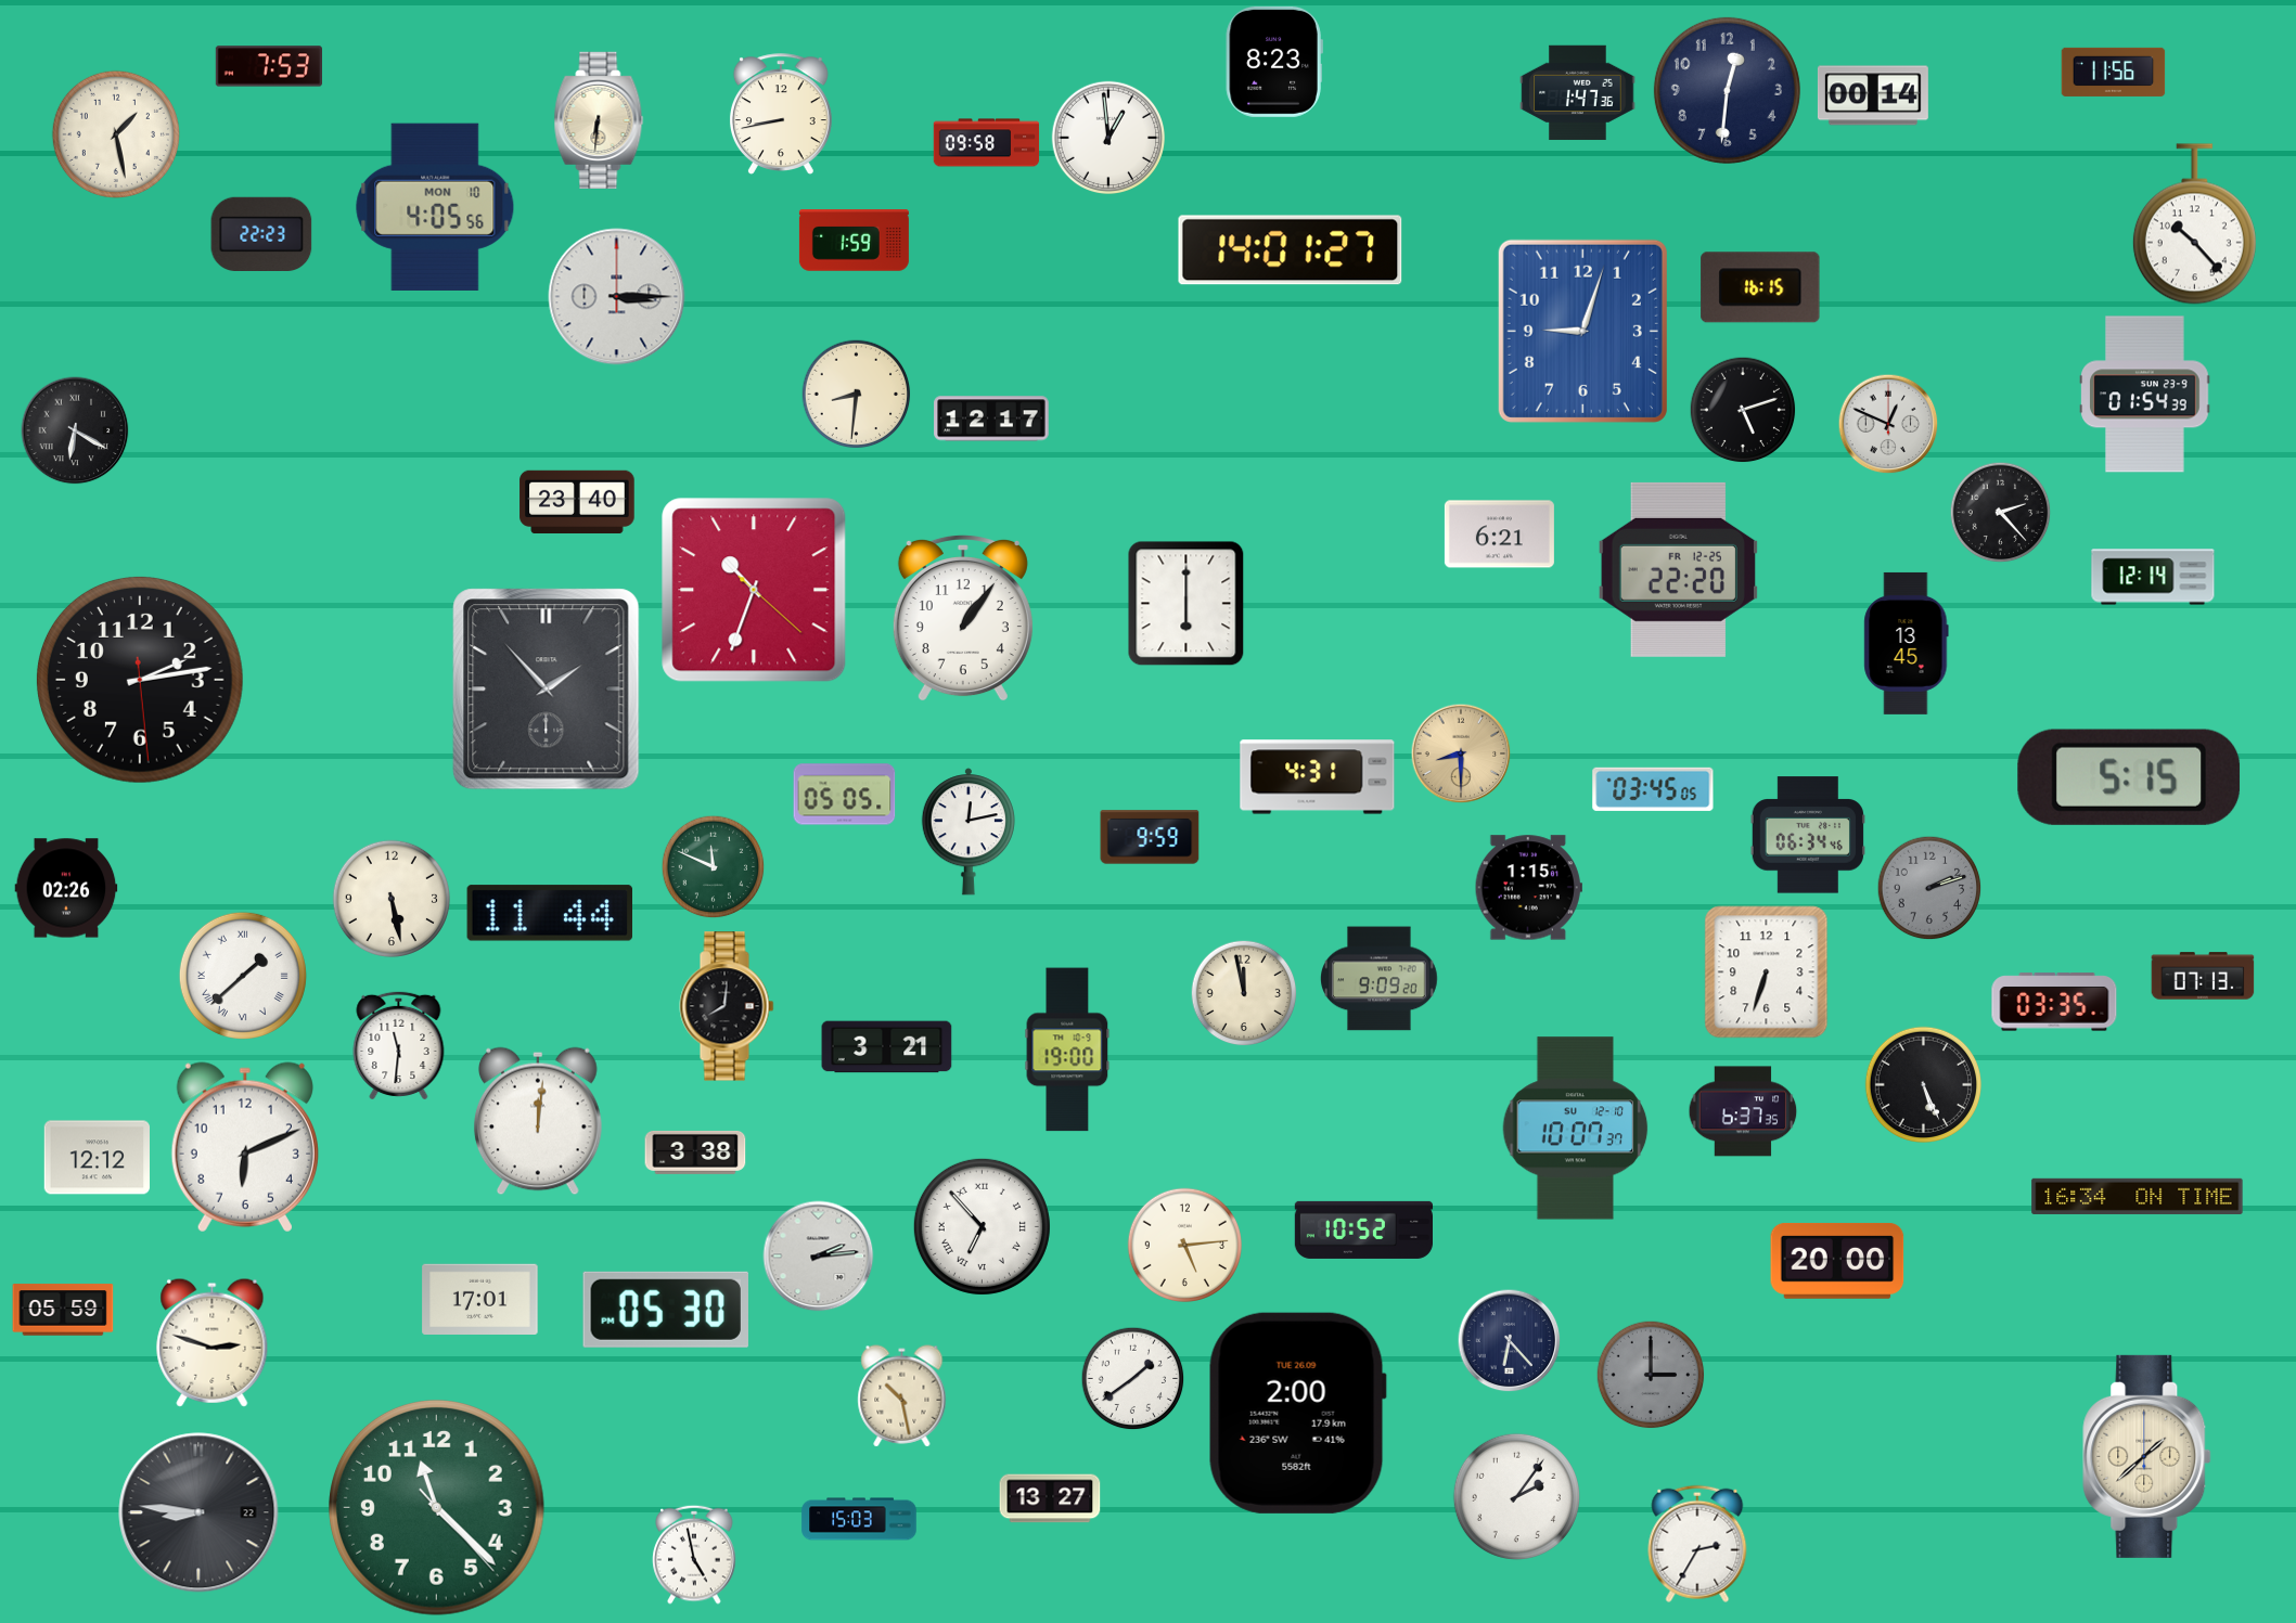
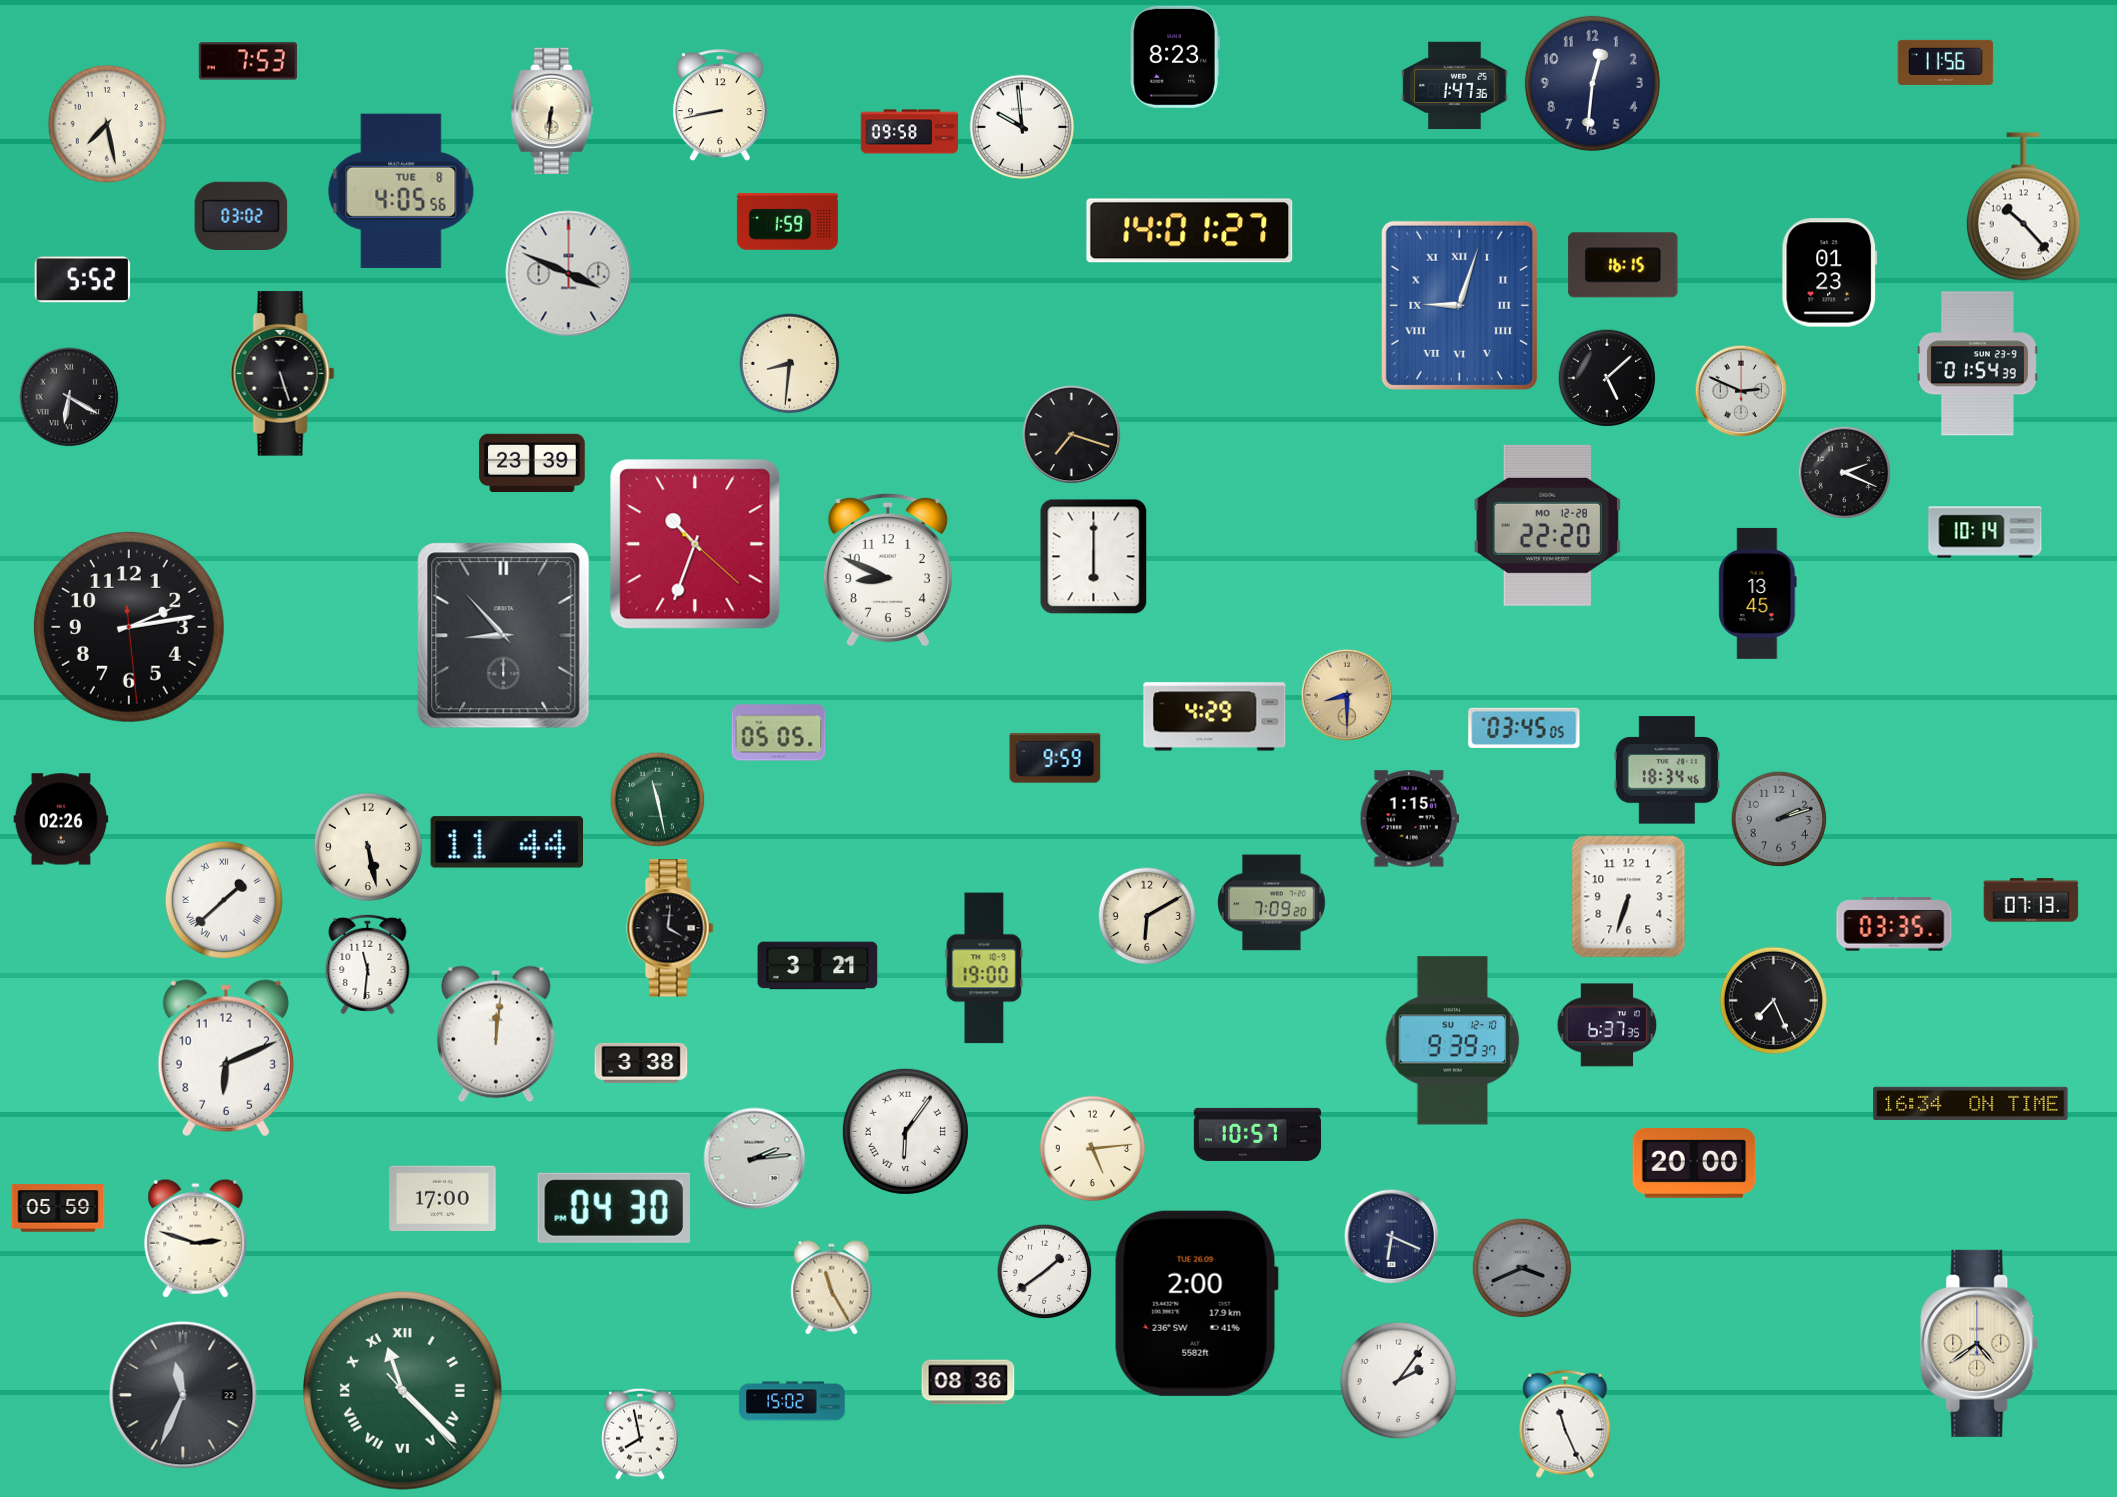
clock at (2114, 72) position: (2114, 72) -> (1946, 62)
clock at (1873, 95): 00:14 -> none
clock at (116, 134): 1:28 -> 7:28
clock at (1107, 137): 12:59 -> 9:59
clock at (435, 207) date: MON 10 -> TUE 8
clock at (261, 233): 22:23 -> 03:02
clock at (1830, 273): none -> 01:23
clock at (617, 297): 3:15 -> 3:49
clock at (83, 280): none -> 5:52
clock at (1582, 331) numerals: Arabic -> Roman
clock at (282, 374): none -> 5:27
clock at (1743, 410): 5:12 -> 5:08
clock at (991, 418): 12:17 -> none
clock at (1888, 424): 12:49 -> 2:49
clock at (1072, 435): none -> 7:18
clock at (577, 501): 23:40 -> 23:39
clock at (2001, 513): 2:23 -> 2:19
clock at (1499, 534): 6:21 -> none
clock at (1678, 569) date: FR 12-25 -> MO 12-28
clock at (2153, 577): 12:14 -> 10:14
clock at (963, 618): 1:06 -> 8:49
clock at (547, 690): 1:53 -> 8:53
clock at (1318, 777): 4:31 -> 4:29
clock at (2129, 777): 5:15 -> none
clock at (969, 832): 12:13 -> none
clock at (1807, 835): 06:34 -> 18:34
clock at (1150, 837) position: (1150, 837) -> (1055, 758)
clock at (714, 867): 11:49 -> 11:28
clock at (390, 898) position: (390, 898) -> (367, 846)
clock at (1380, 979): 9:09 -> 7:09
clock at (1244, 993): 11:58 -> 6:10
clock at (727, 1006): 8:01 -> 4:01
clock at (1923, 1084): 5:26 -> 7:26
clock at (1576, 1129): 10:07 -> 9:39
clock at (97, 1158): 12:12 -> none
clock at (982, 1226): 6:53 -> 6:06
clock at (1363, 1229): 10:52 -> 10:57
clock at (480, 1299): 17:01 -> 17:00
clock at (666, 1310): 05:30 -> 04:30
clock at (1510, 1341): 6:23 -> 6:19
clock at (1651, 1375): 3:00 -> 3:41
clock at (902, 1396): 10:28 -> 11:25
clock at (2147, 1456): 1:38 -> 4:39
clock at (1050, 1498): 13:27 -> 08:36
clock at (437, 1508) numerals: Arabic -> Roman
clock at (198, 1512): 8:46 -> 11:34
clock at (859, 1519): 15:03 -> 15:02
clock at (1697, 1544): 2:35 -> 11:26
clock at (694, 1555): 4:58 -> 7:58
